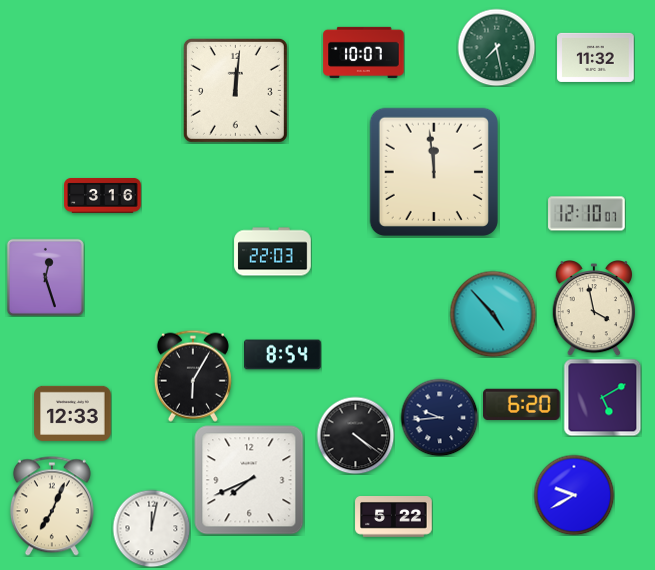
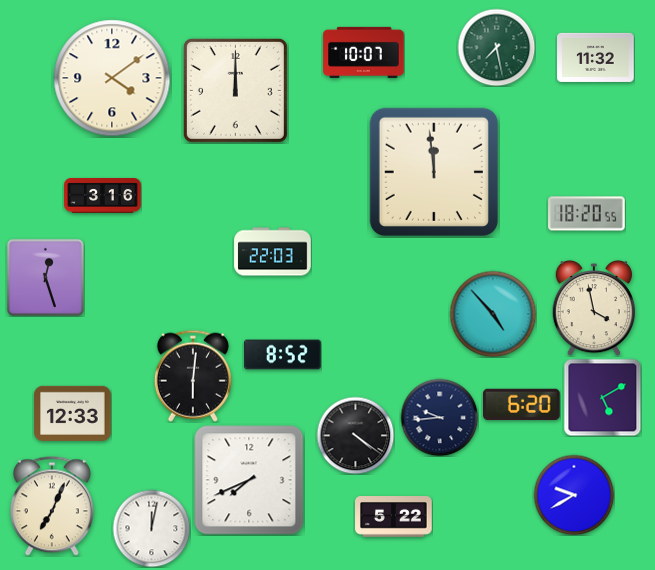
clock at (112, 78): none -> 4:09
clock at (235, 90): 12:01 -> 12:00
clock at (587, 214): 12:10 -> 18:20
clock at (283, 355): 8:54 -> 8:52
clock at (193, 376): 6:05 -> 6:01
